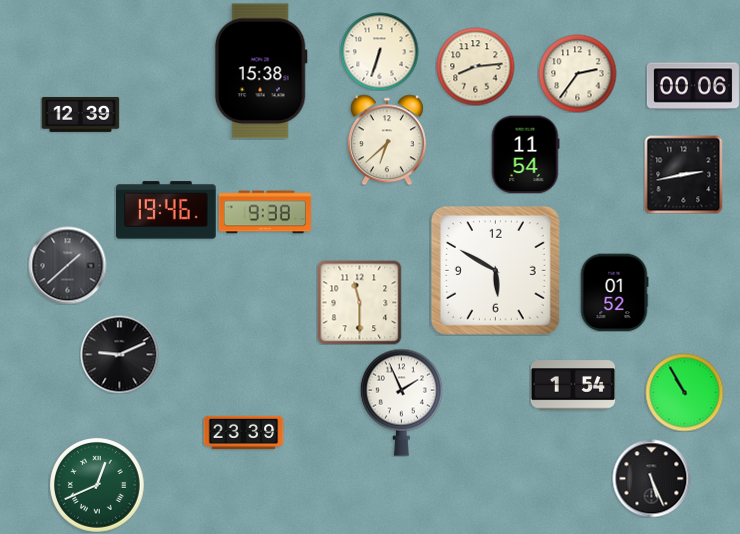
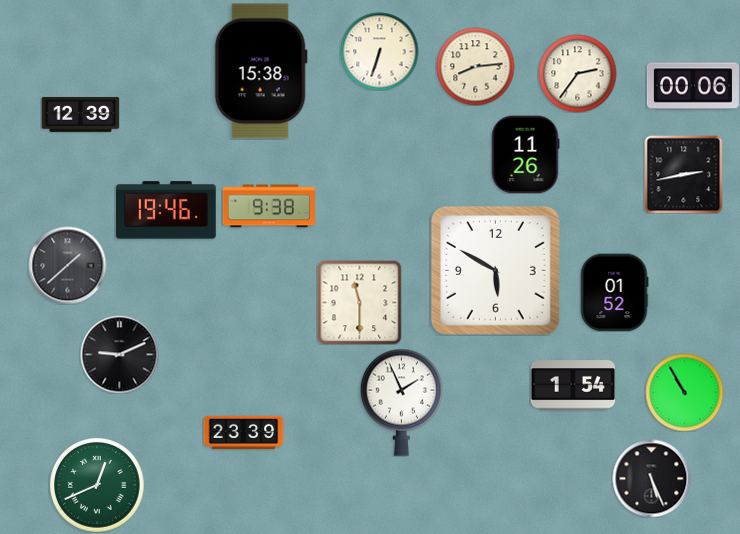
clock at (387, 140): 6:38 -> none
clock at (525, 154): 11:54 -> 11:26
clock at (265, 212) position: (265, 212) -> (269, 206)
